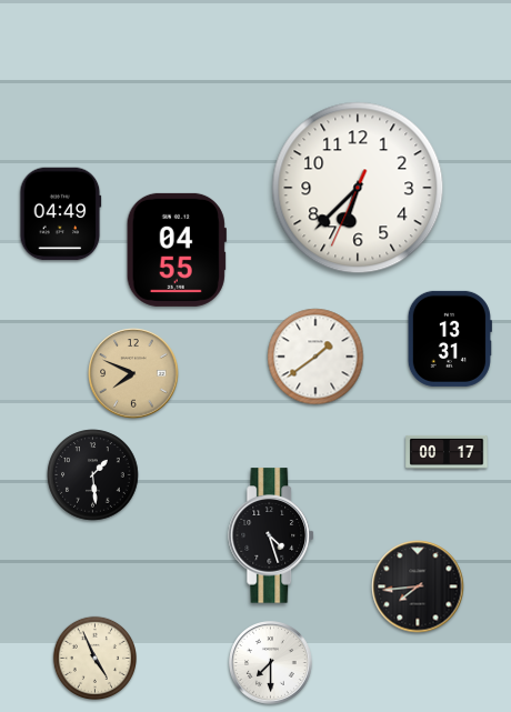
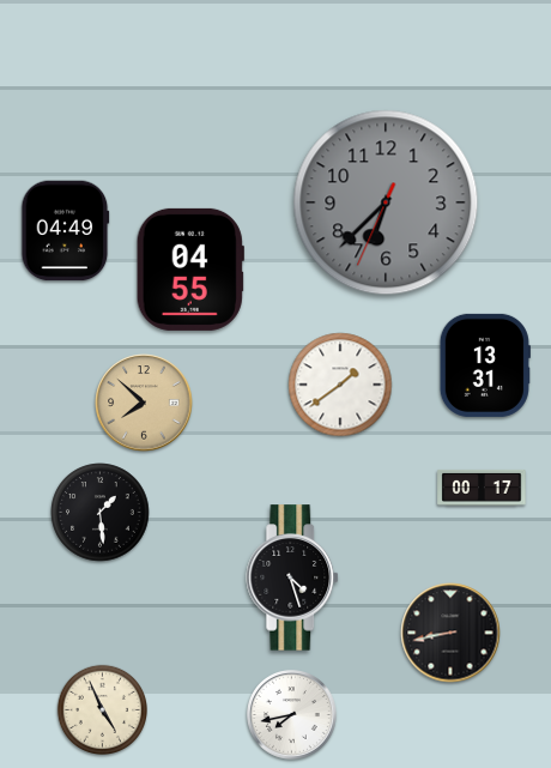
clock at (358, 188) dial: white -> grey
clock at (133, 373): 7:49 -> 7:52
clock at (418, 586): 7:44 -> 8:43
clock at (271, 663): 7:30 -> 7:43
